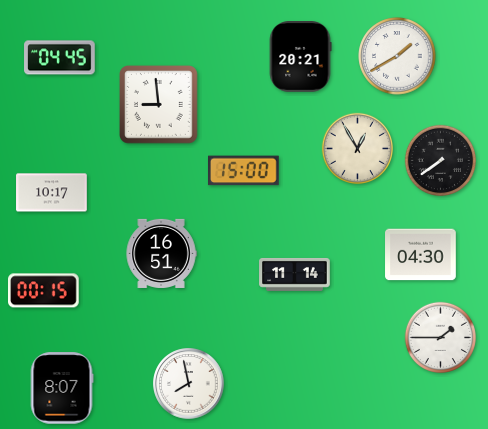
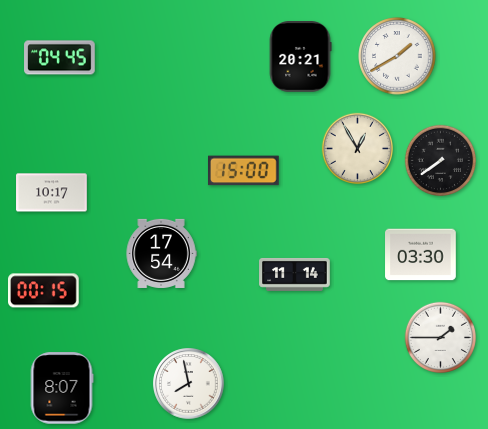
clock at (159, 105): 8:59 -> none
clock at (161, 253): 16:51 -> 17:54
clock at (421, 255): 04:30 -> 03:30
